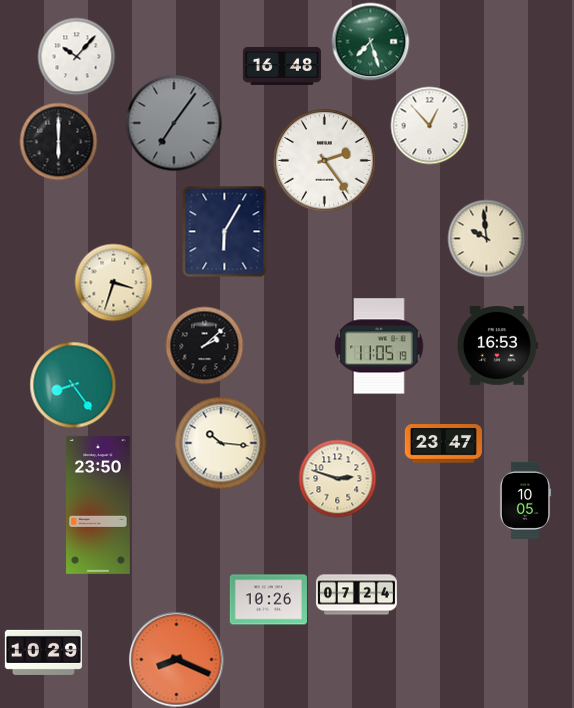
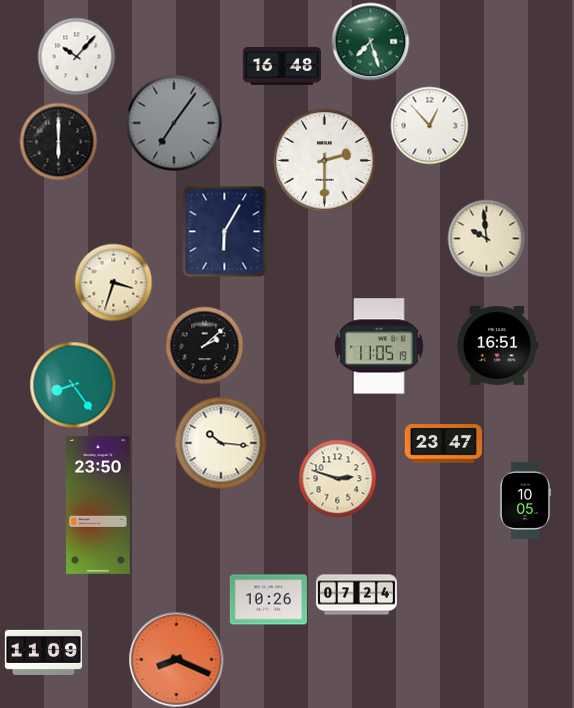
clock at (325, 161): 2:24 -> 2:30
clock at (497, 346): 16:53 -> 16:51
clock at (43, 652): 10:29 -> 11:09
